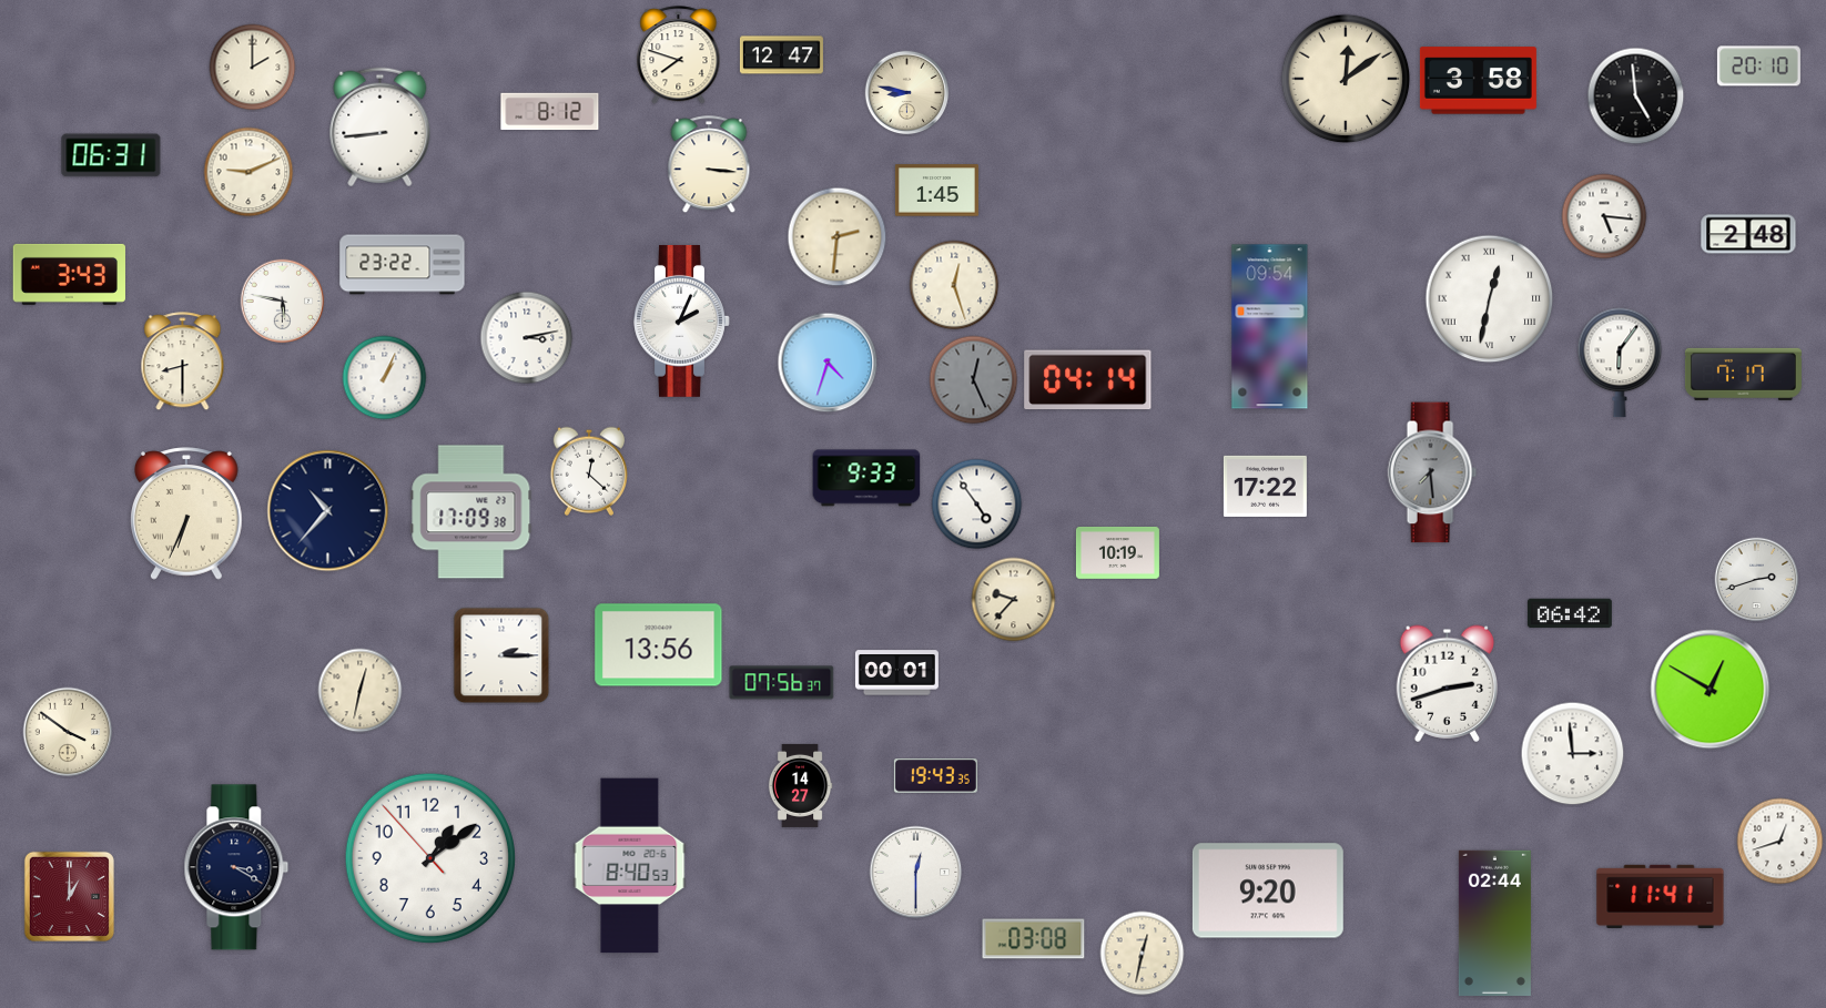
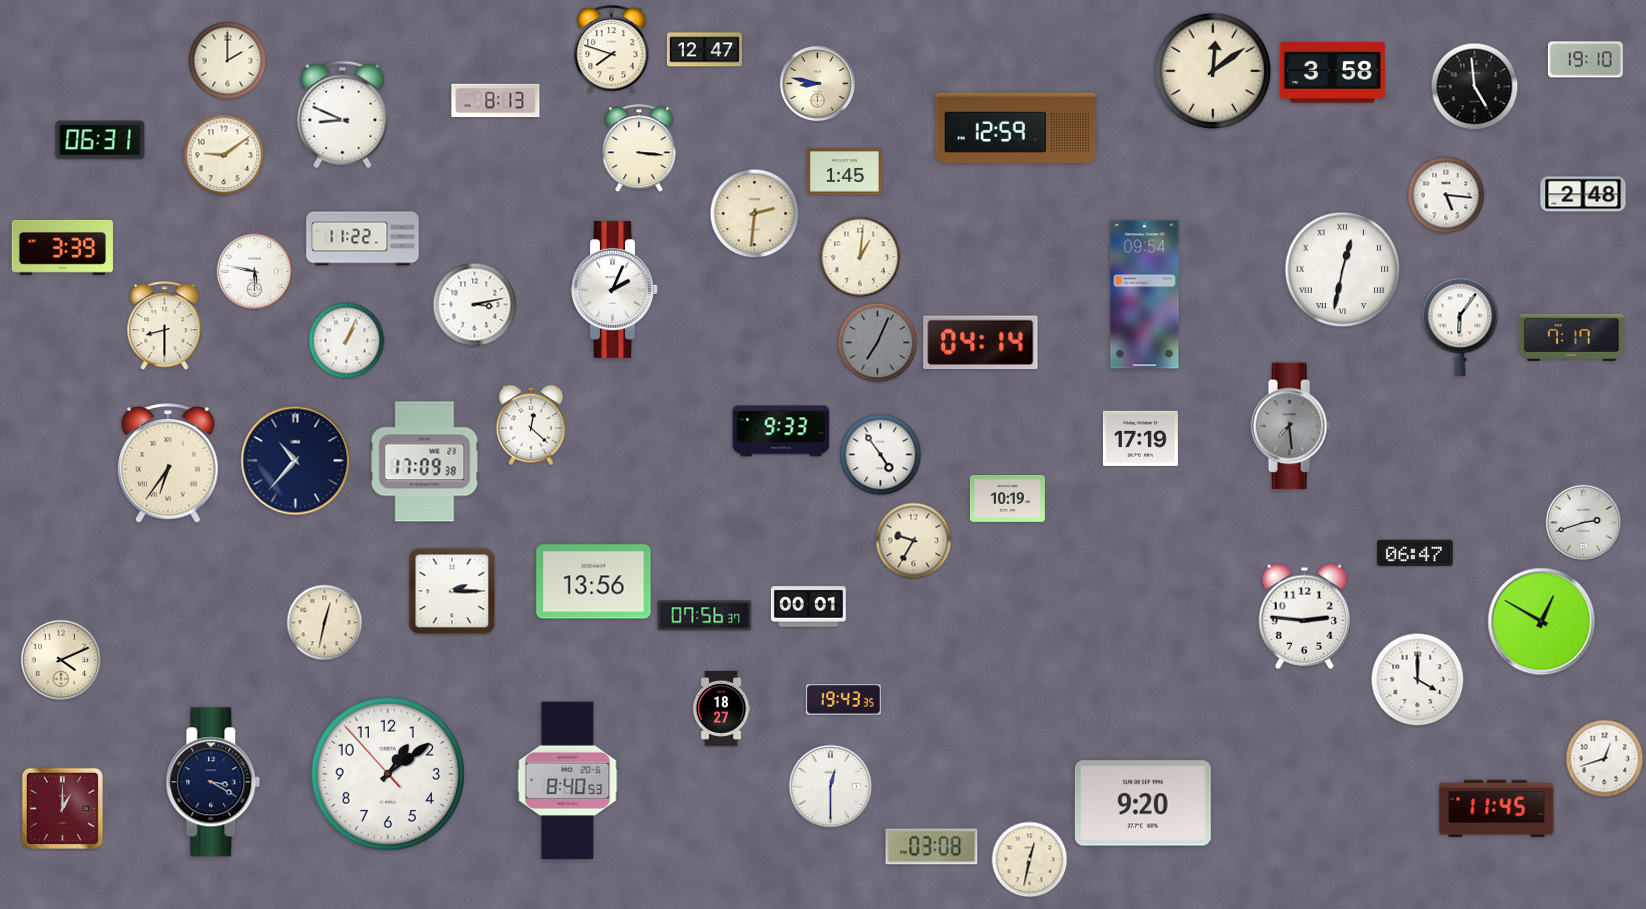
clock at (1758, 67): 20:10 -> 19:10
clock at (550, 112): 8:12 -> 8:13
clock at (381, 128): 8:44 -> 8:49
clock at (1016, 128): none -> 12:59
clock at (248, 172): 9:11 -> 9:09
clock at (1748, 234) position: (1748, 234) -> (1583, 194)
clock at (403, 265): 23:22 -> 11:22
clock at (69, 274): 3:43 -> 3:39
clock at (954, 285): 12:27 -> 1:01
clock at (828, 363): 4:33 -> none
clock at (974, 380): 12:26 -> 7:04
clock at (1265, 486): 17:22 -> 17:19
clock at (187, 513): 6:34 -> 6:36
clock at (1014, 600): 9:37 -> 9:35
clock at (1570, 613): 06:42 -> 06:47
clock at (1447, 683): 2:42 -> 2:46
clock at (68, 732): 3:51 -> 4:11
clock at (1573, 754): 2:59 -> 4:00
clock at (800, 785): 14:27 -> 18:27
clock at (916, 873) position: (916, 873) -> (831, 787)
clock at (1661, 896): 11:41 -> 11:45
clock at (1494, 923): 02:44 -> none
